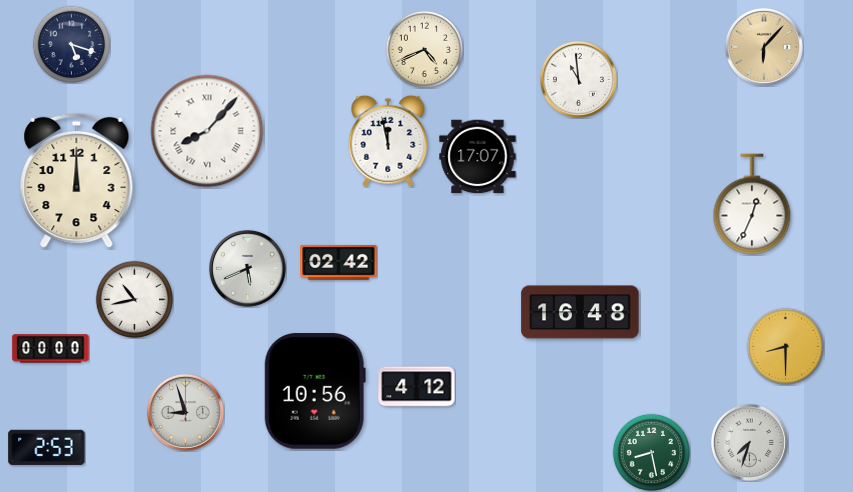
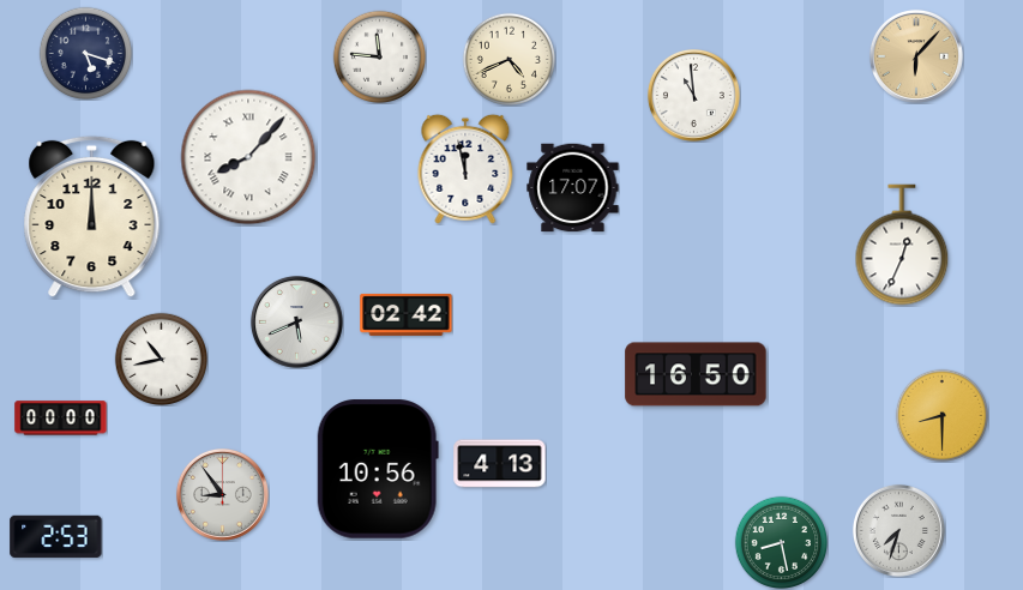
clock at (379, 56): none -> 11:46
clock at (580, 312): 16:48 -> 16:50
clock at (417, 387): 4:12 -> 4:13
clock at (185, 412): 8:57 -> 8:54
